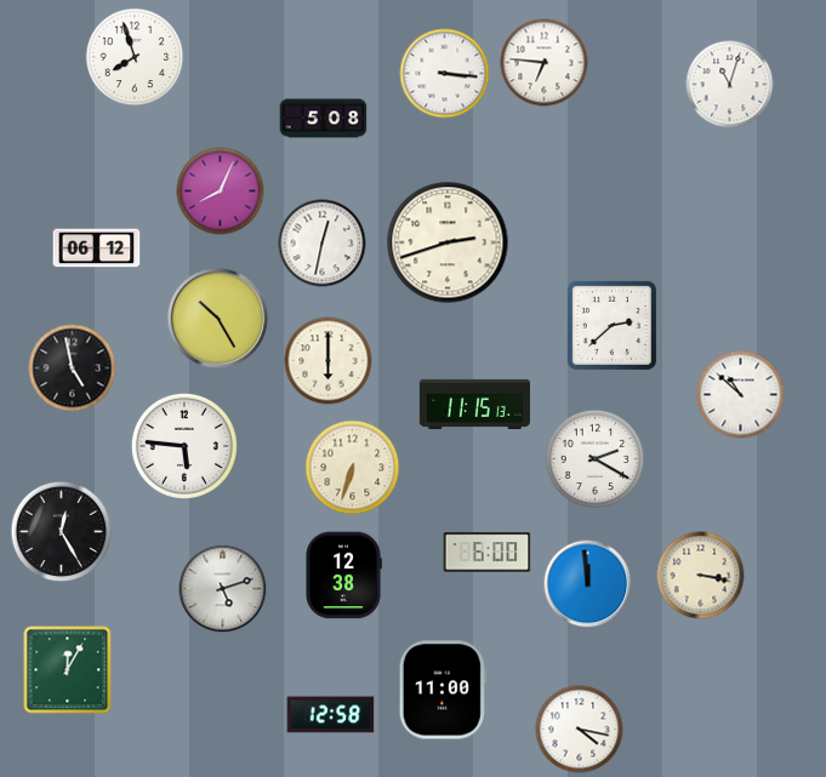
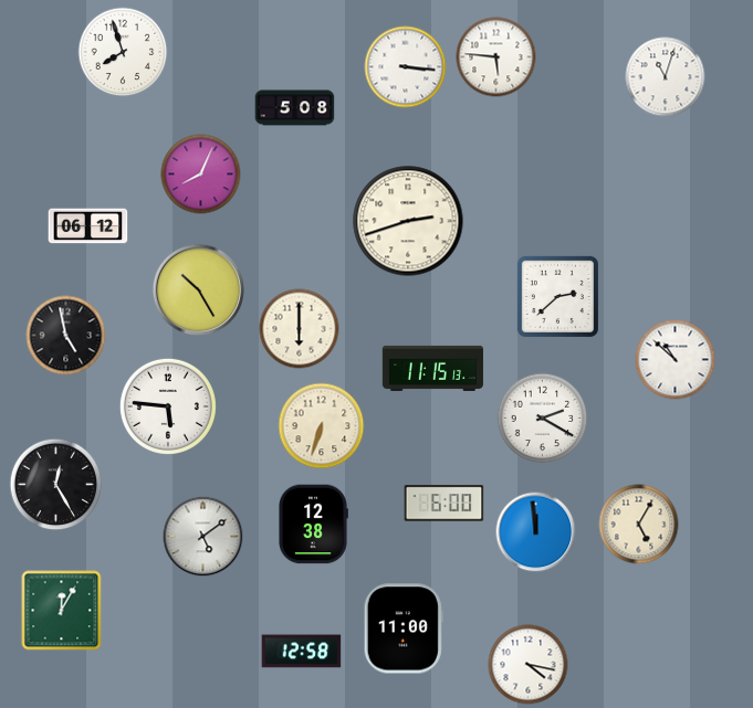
clock at (545, 63): 6:46 -> 5:46
clock at (323, 244): 12:32 -> none
clock at (701, 576): 3:17 -> 5:05
clock at (223, 589): 5:12 -> 5:09
